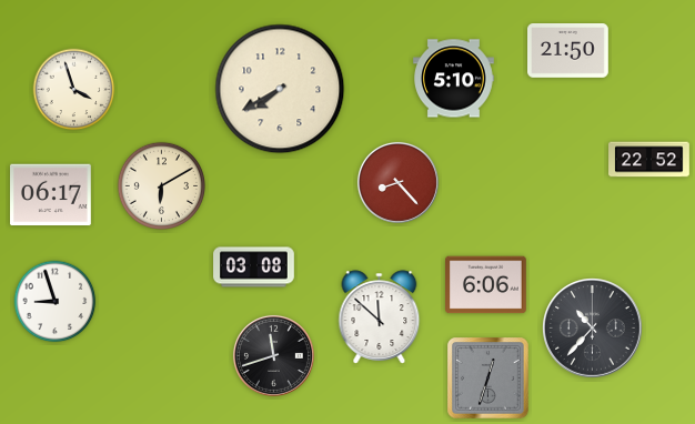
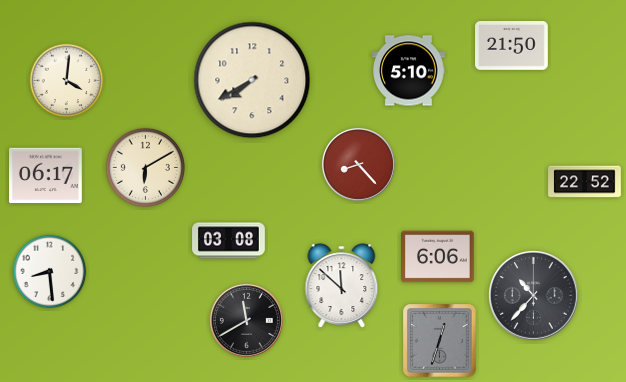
clock at (74, 90): 3:57 -> 4:01
clock at (649, 160) position: (649, 160) -> (585, 182)
clock at (56, 302): 8:57 -> 8:29
clock at (273, 355): 11:42 -> 11:40
